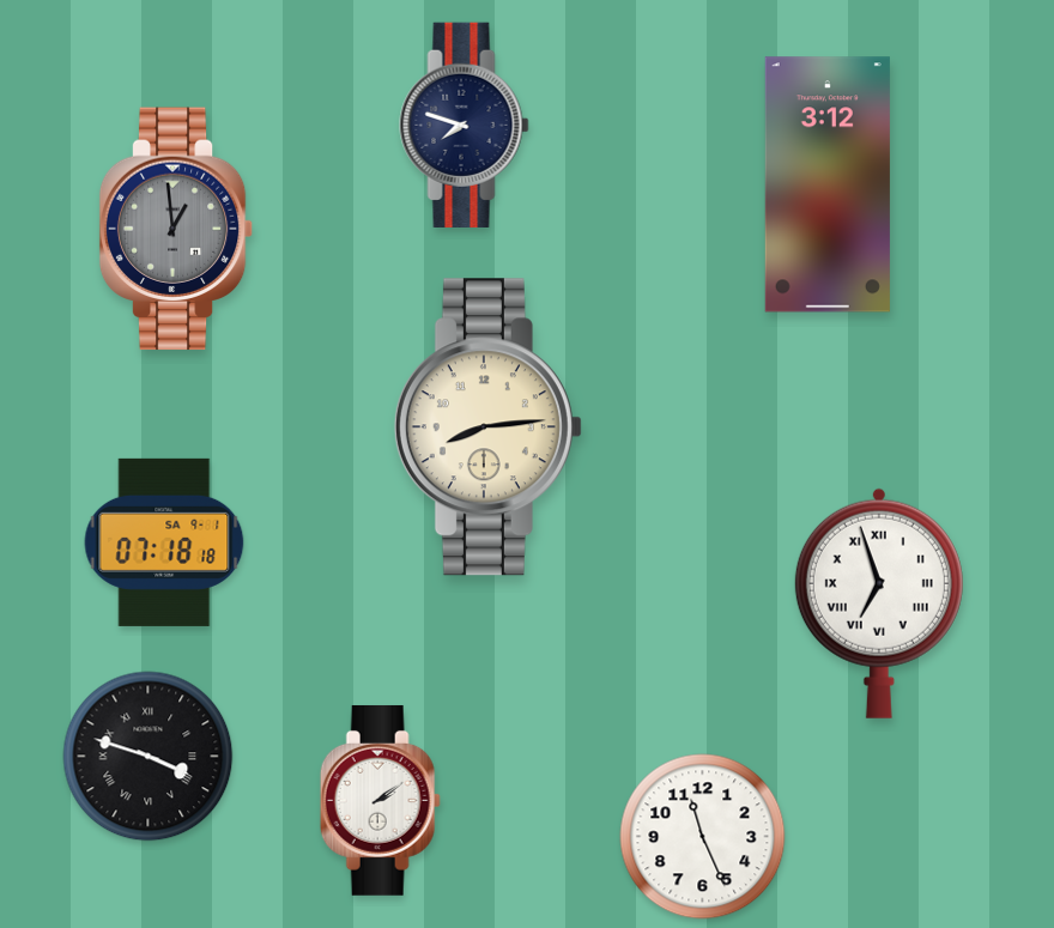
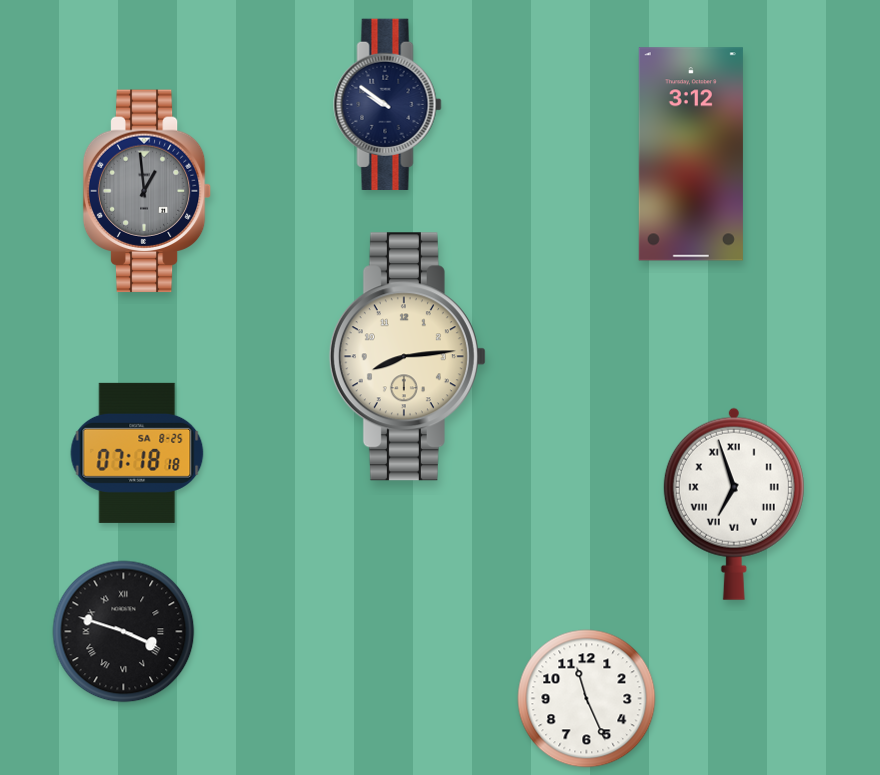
clock at (465, 125): 7:48 -> 9:51
clock at (164, 542) date: SA 9-1 -> SA 8-25
clock at (380, 800): 2:09 -> none
